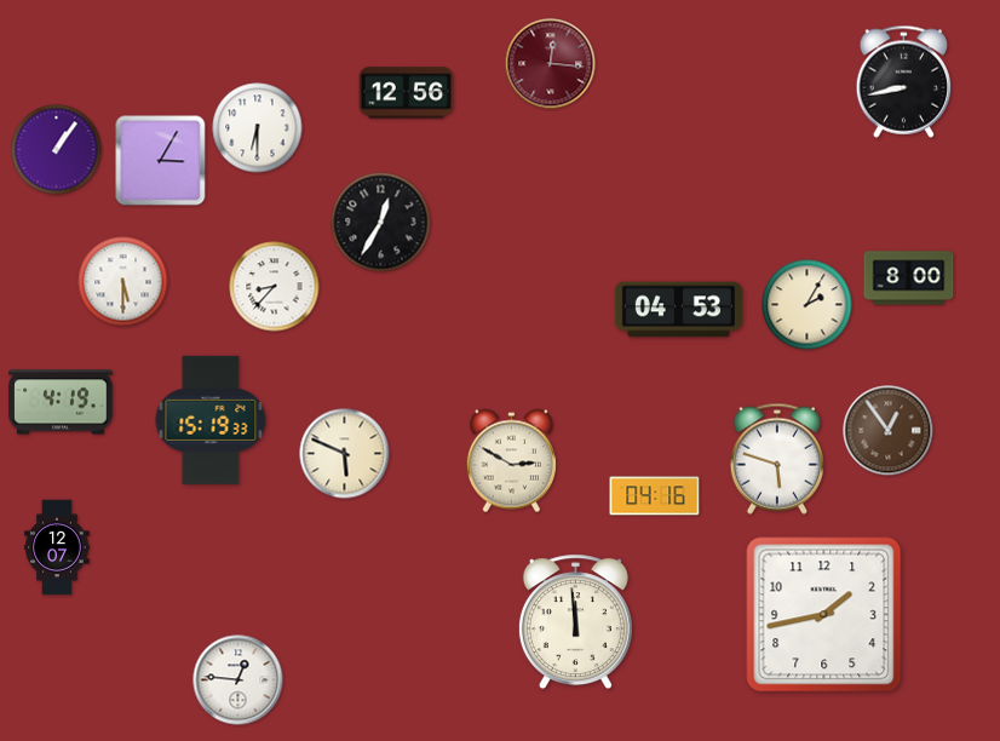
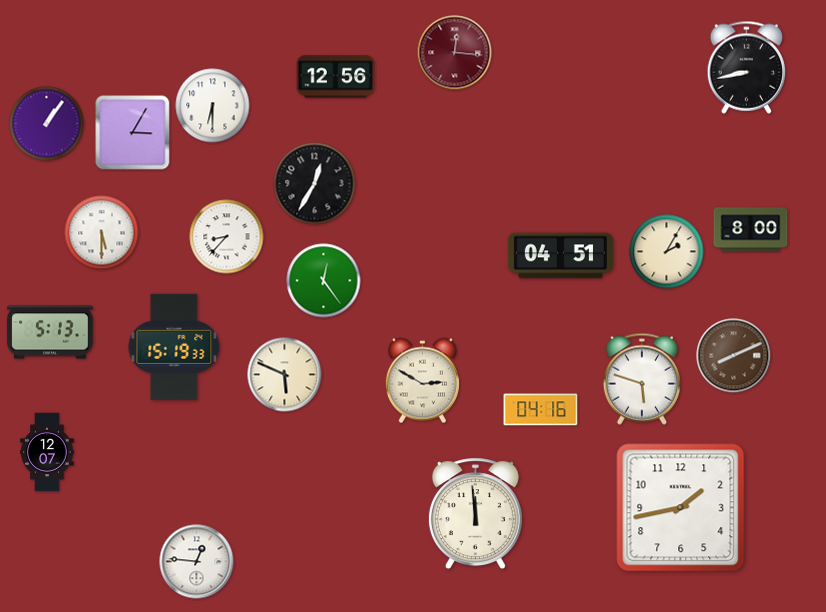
clock at (678, 310): 04:53 -> 04:51
clock at (324, 281): none -> 12:24
clock at (61, 402): 4:19 -> 5:13
clock at (889, 431): 12:54 -> 8:11
